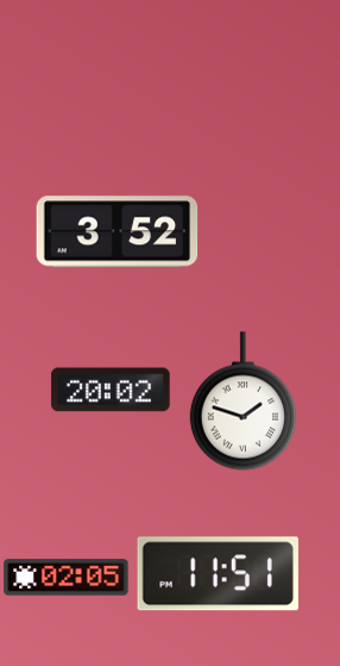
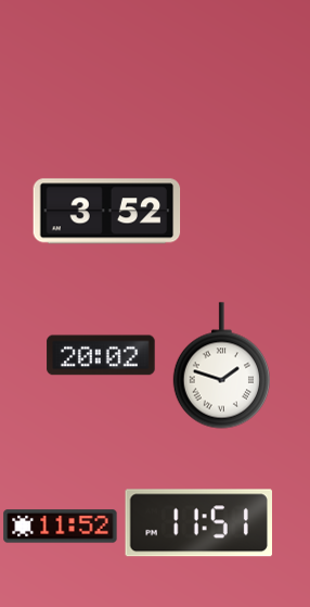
clock at (67, 578): 02:05 -> 11:52
